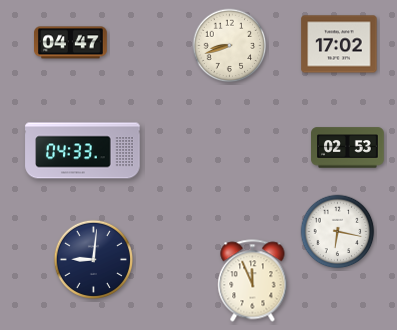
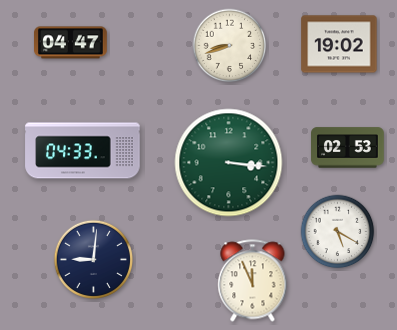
clock at (339, 44): 17:02 -> 19:02
clock at (229, 163): none -> 3:16
clock at (338, 232): 6:17 -> 5:20
